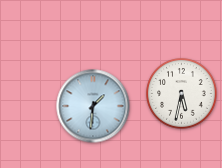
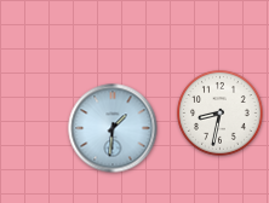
clock at (182, 94): 5:32 -> 8:32
